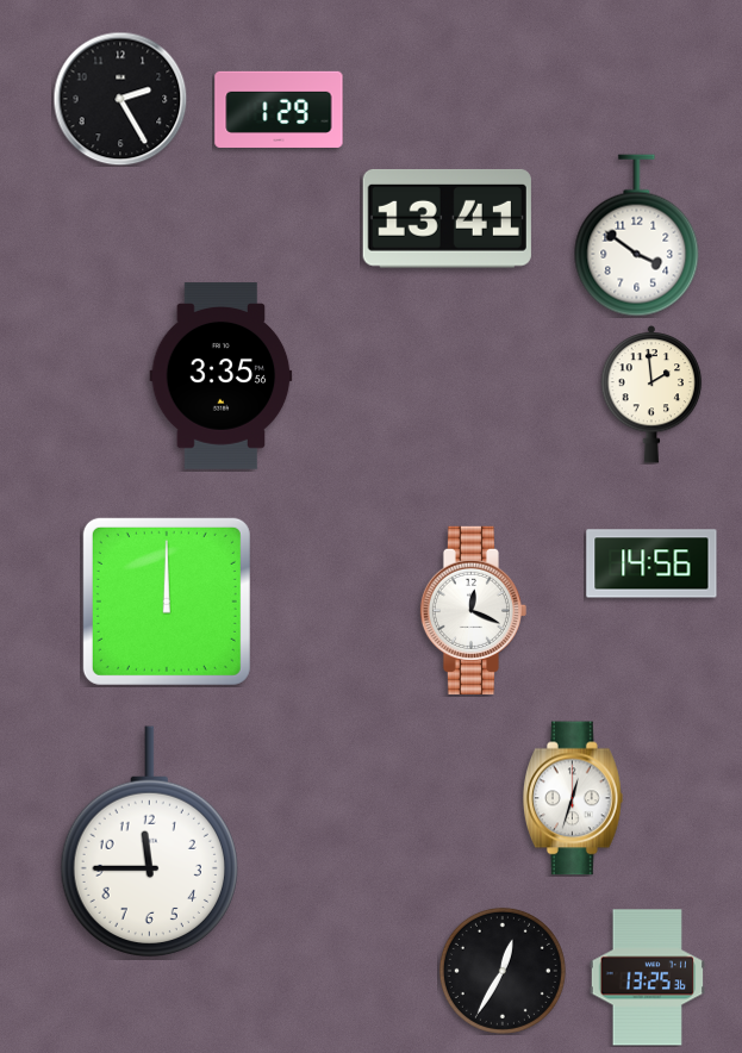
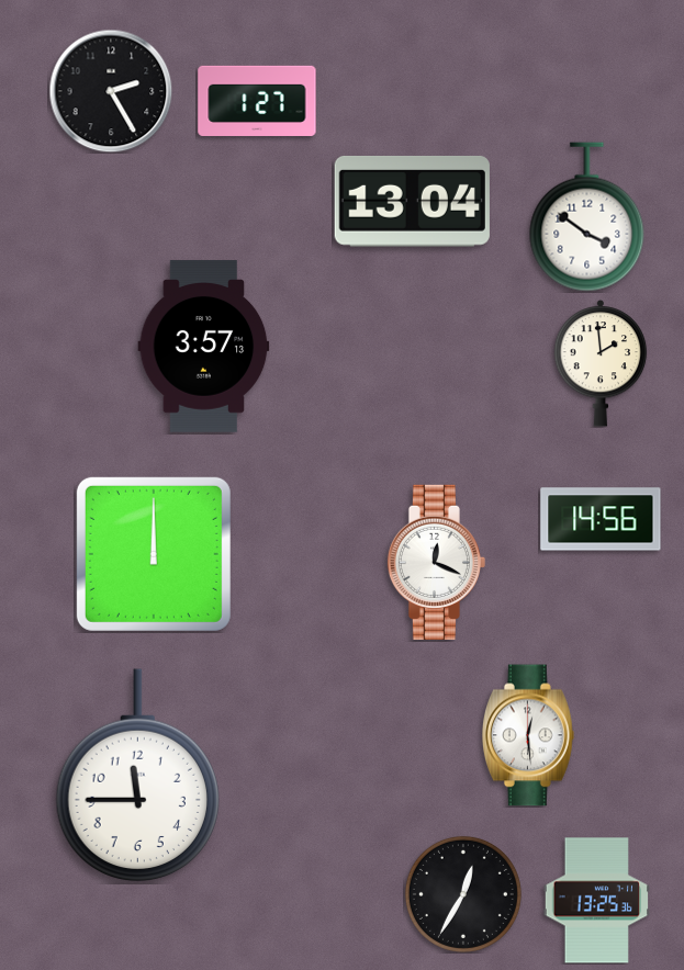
clock at (279, 110): 1:29 -> 1:27
clock at (447, 218): 13:41 -> 13:04
clock at (222, 376): 3:35 -> 3:57
clock at (574, 798): 12:33 -> 12:29
